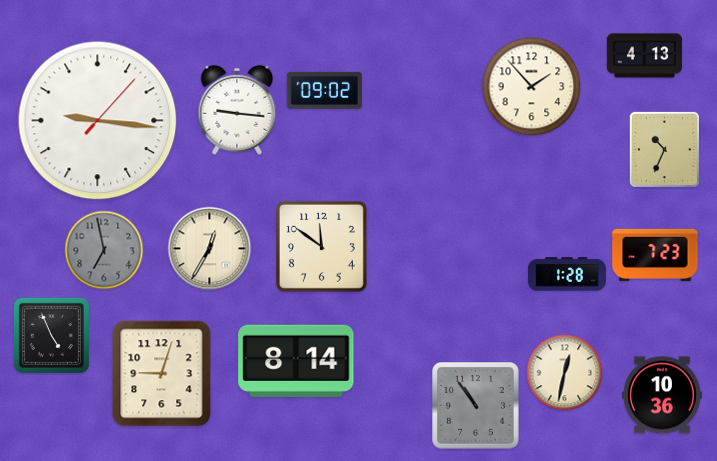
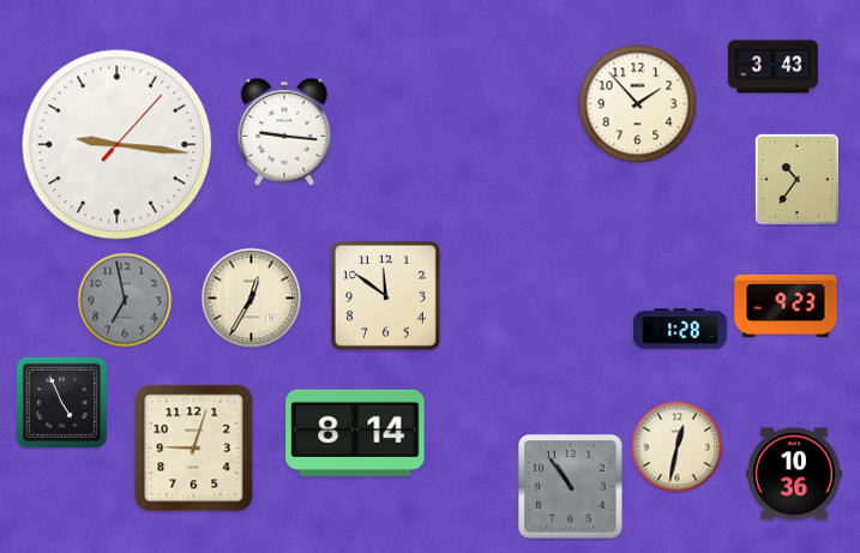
clock at (644, 56): 4:13 -> 3:43
clock at (324, 90): 09:02 -> none
clock at (664, 149): 10:34 -> 10:36
clock at (655, 255): 7:23 -> 9:23
